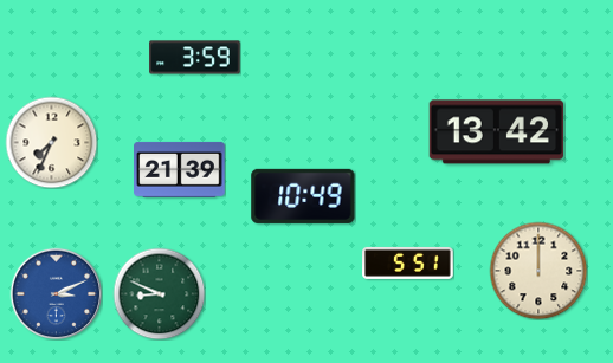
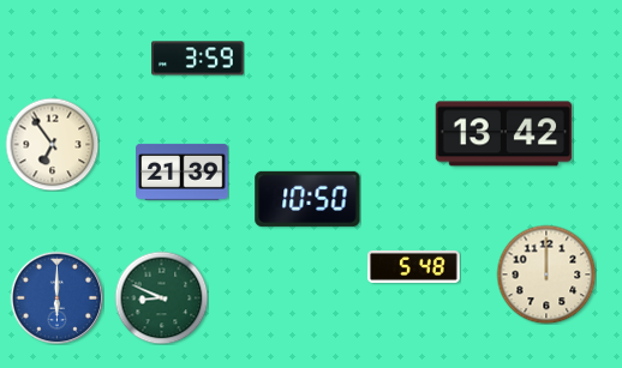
clock at (51, 142): 7:34 -> 6:54
clock at (303, 196): 10:49 -> 10:50
clock at (408, 262): 5:51 -> 5:48
clock at (56, 293): 3:11 -> 6:00
